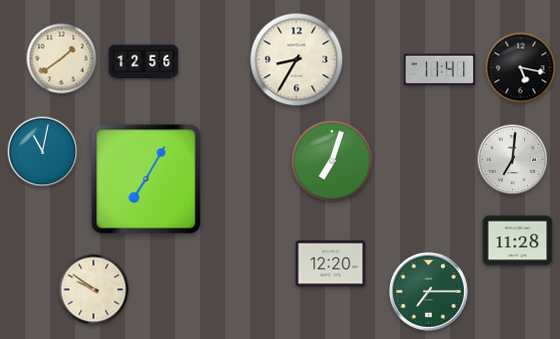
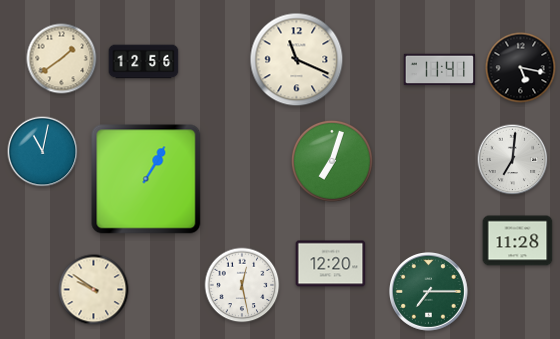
clock at (297, 60): 8:35 -> 11:19
clock at (146, 179): 7:05 -> 1:05
clock at (242, 285): none -> 12:28
